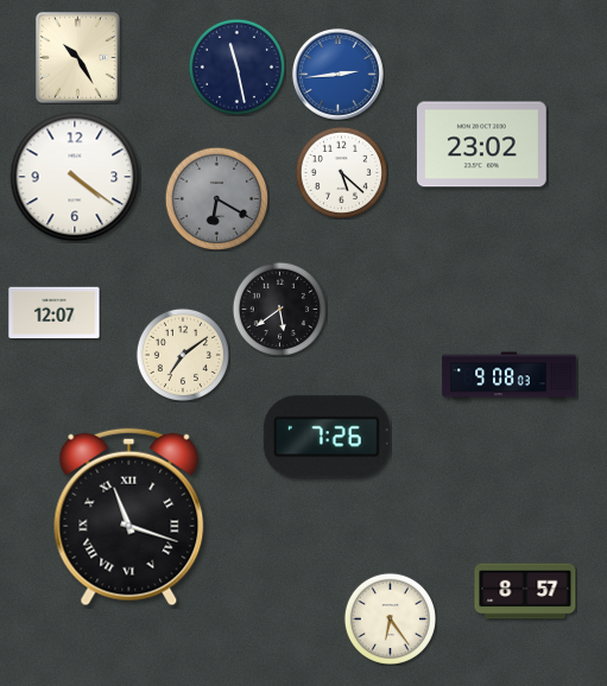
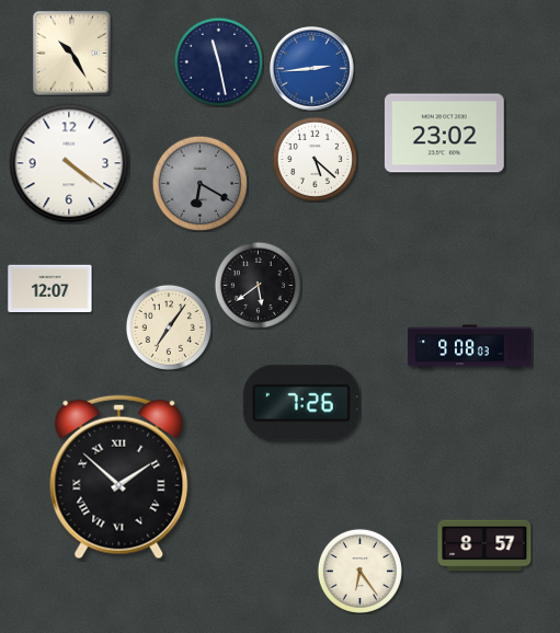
clock at (183, 355): 7:09 -> 7:06
clock at (129, 517): 11:18 -> 1:52
